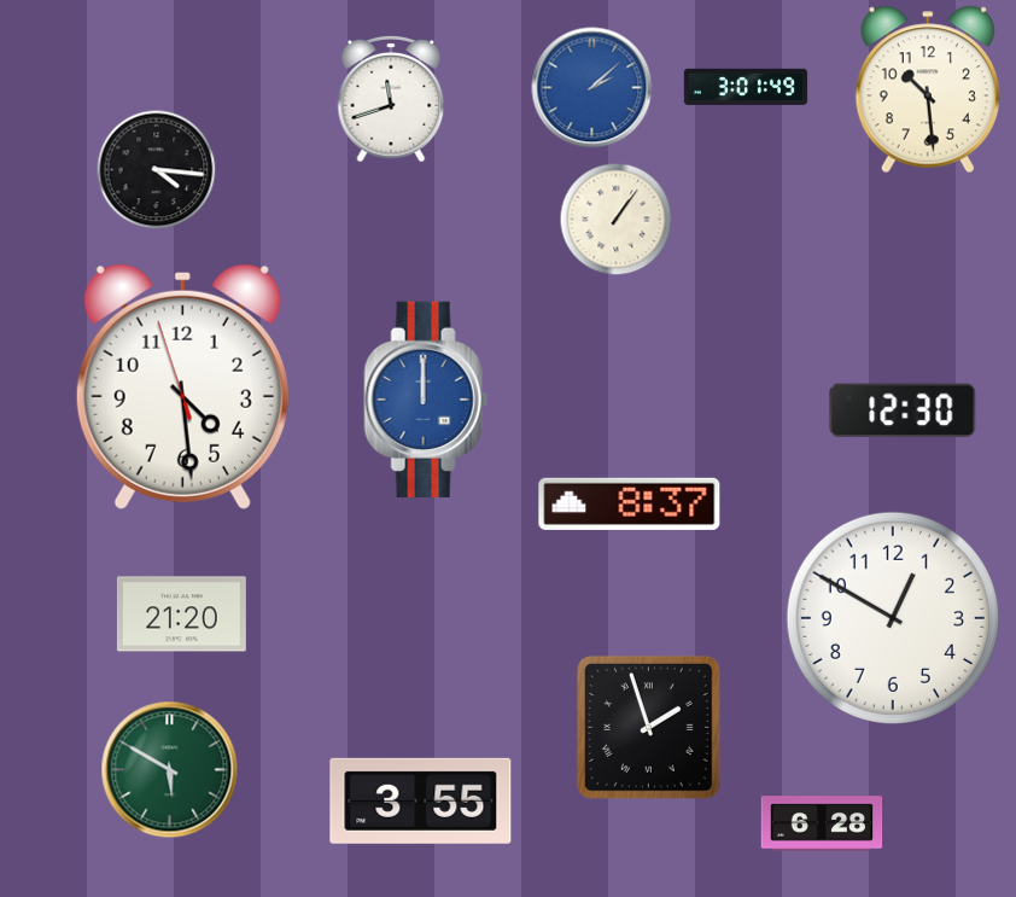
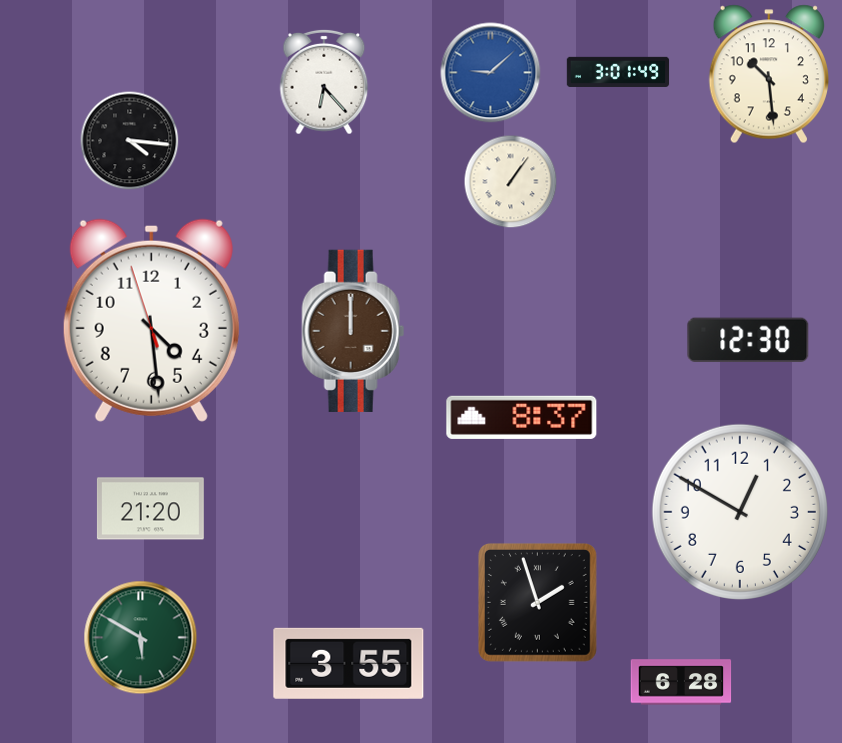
clock at (592, 88): 2:08 -> 9:08
clock at (391, 99): 11:42 -> 6:23
clock at (426, 400) dial: blue -> brown
